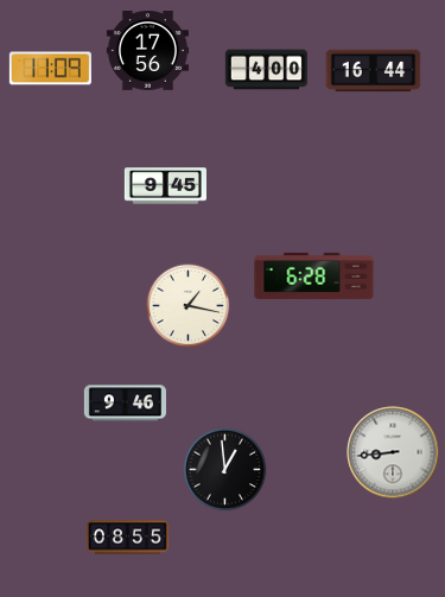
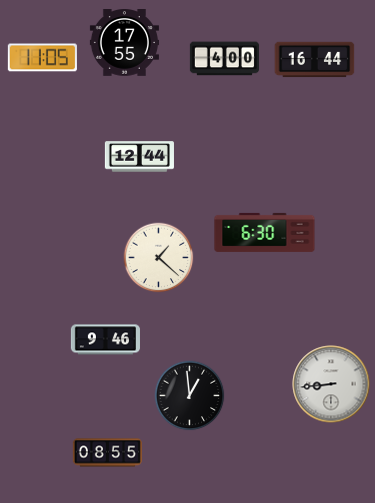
clock at (147, 51): 17:56 -> 17:55
clock at (50, 69): 11:09 -> 11:05
clock at (165, 186): 9:45 -> 12:44
clock at (314, 275): 6:28 -> 6:30
clock at (189, 306): 1:17 -> 1:22
clock at (393, 452) position: (393, 452) -> (331, 384)
